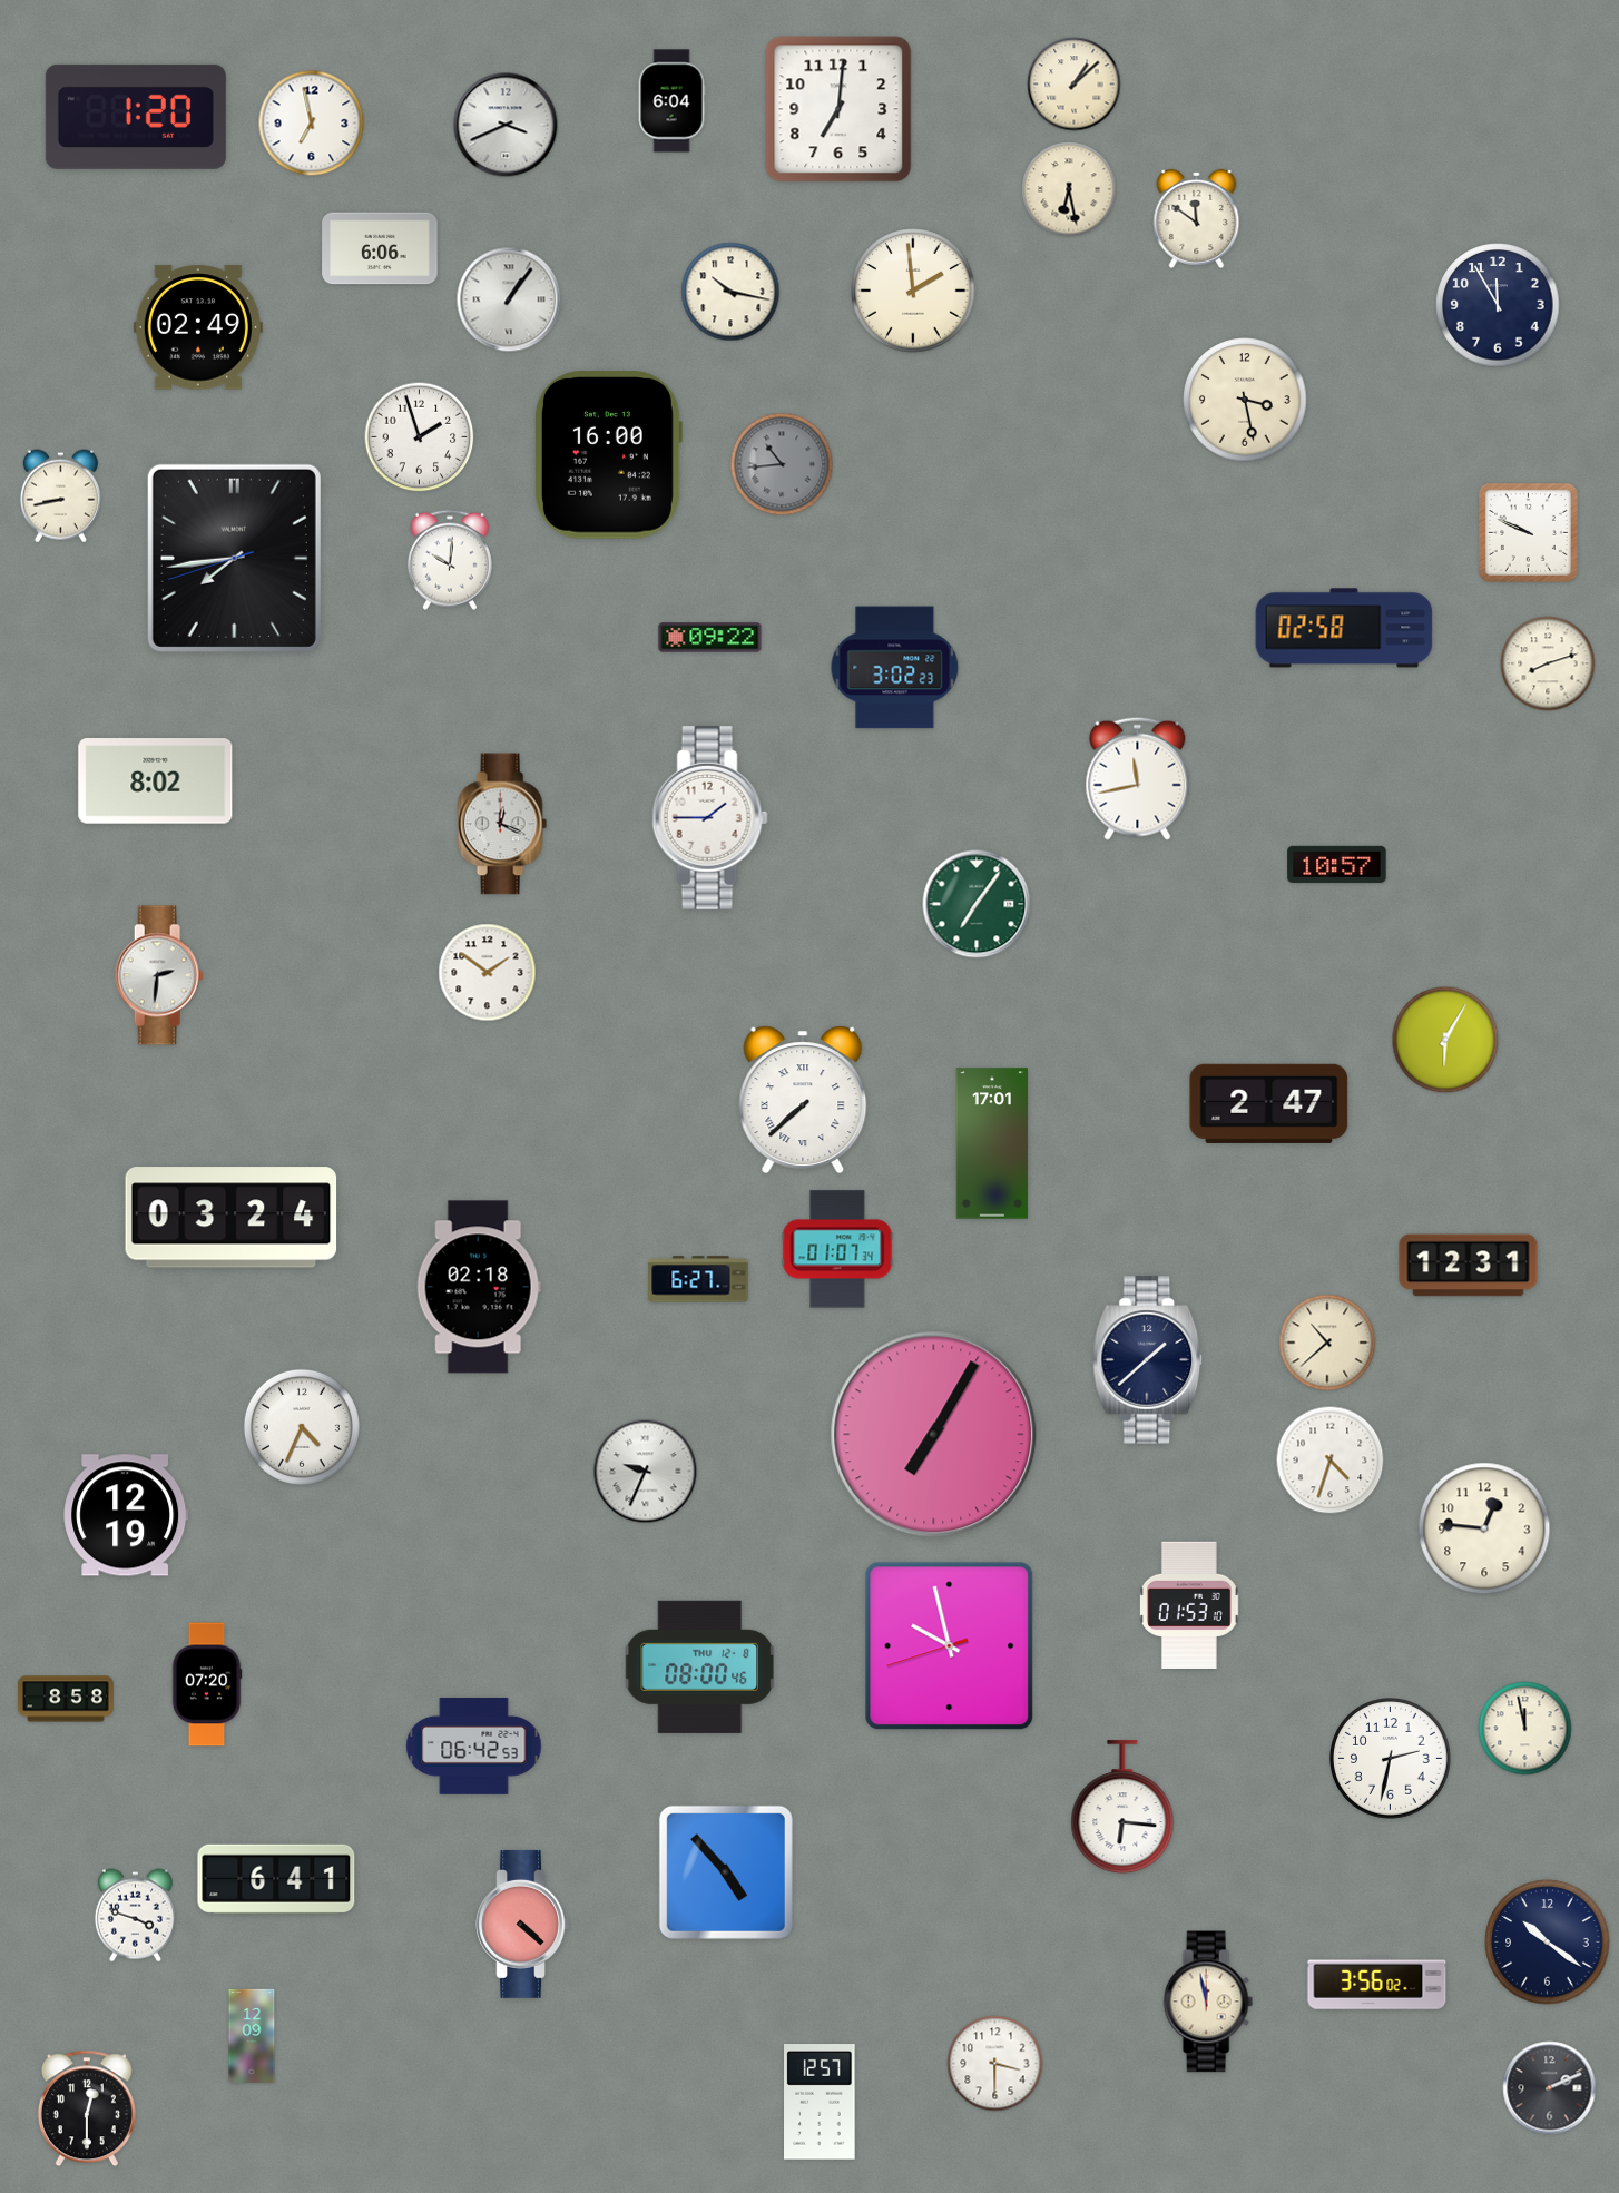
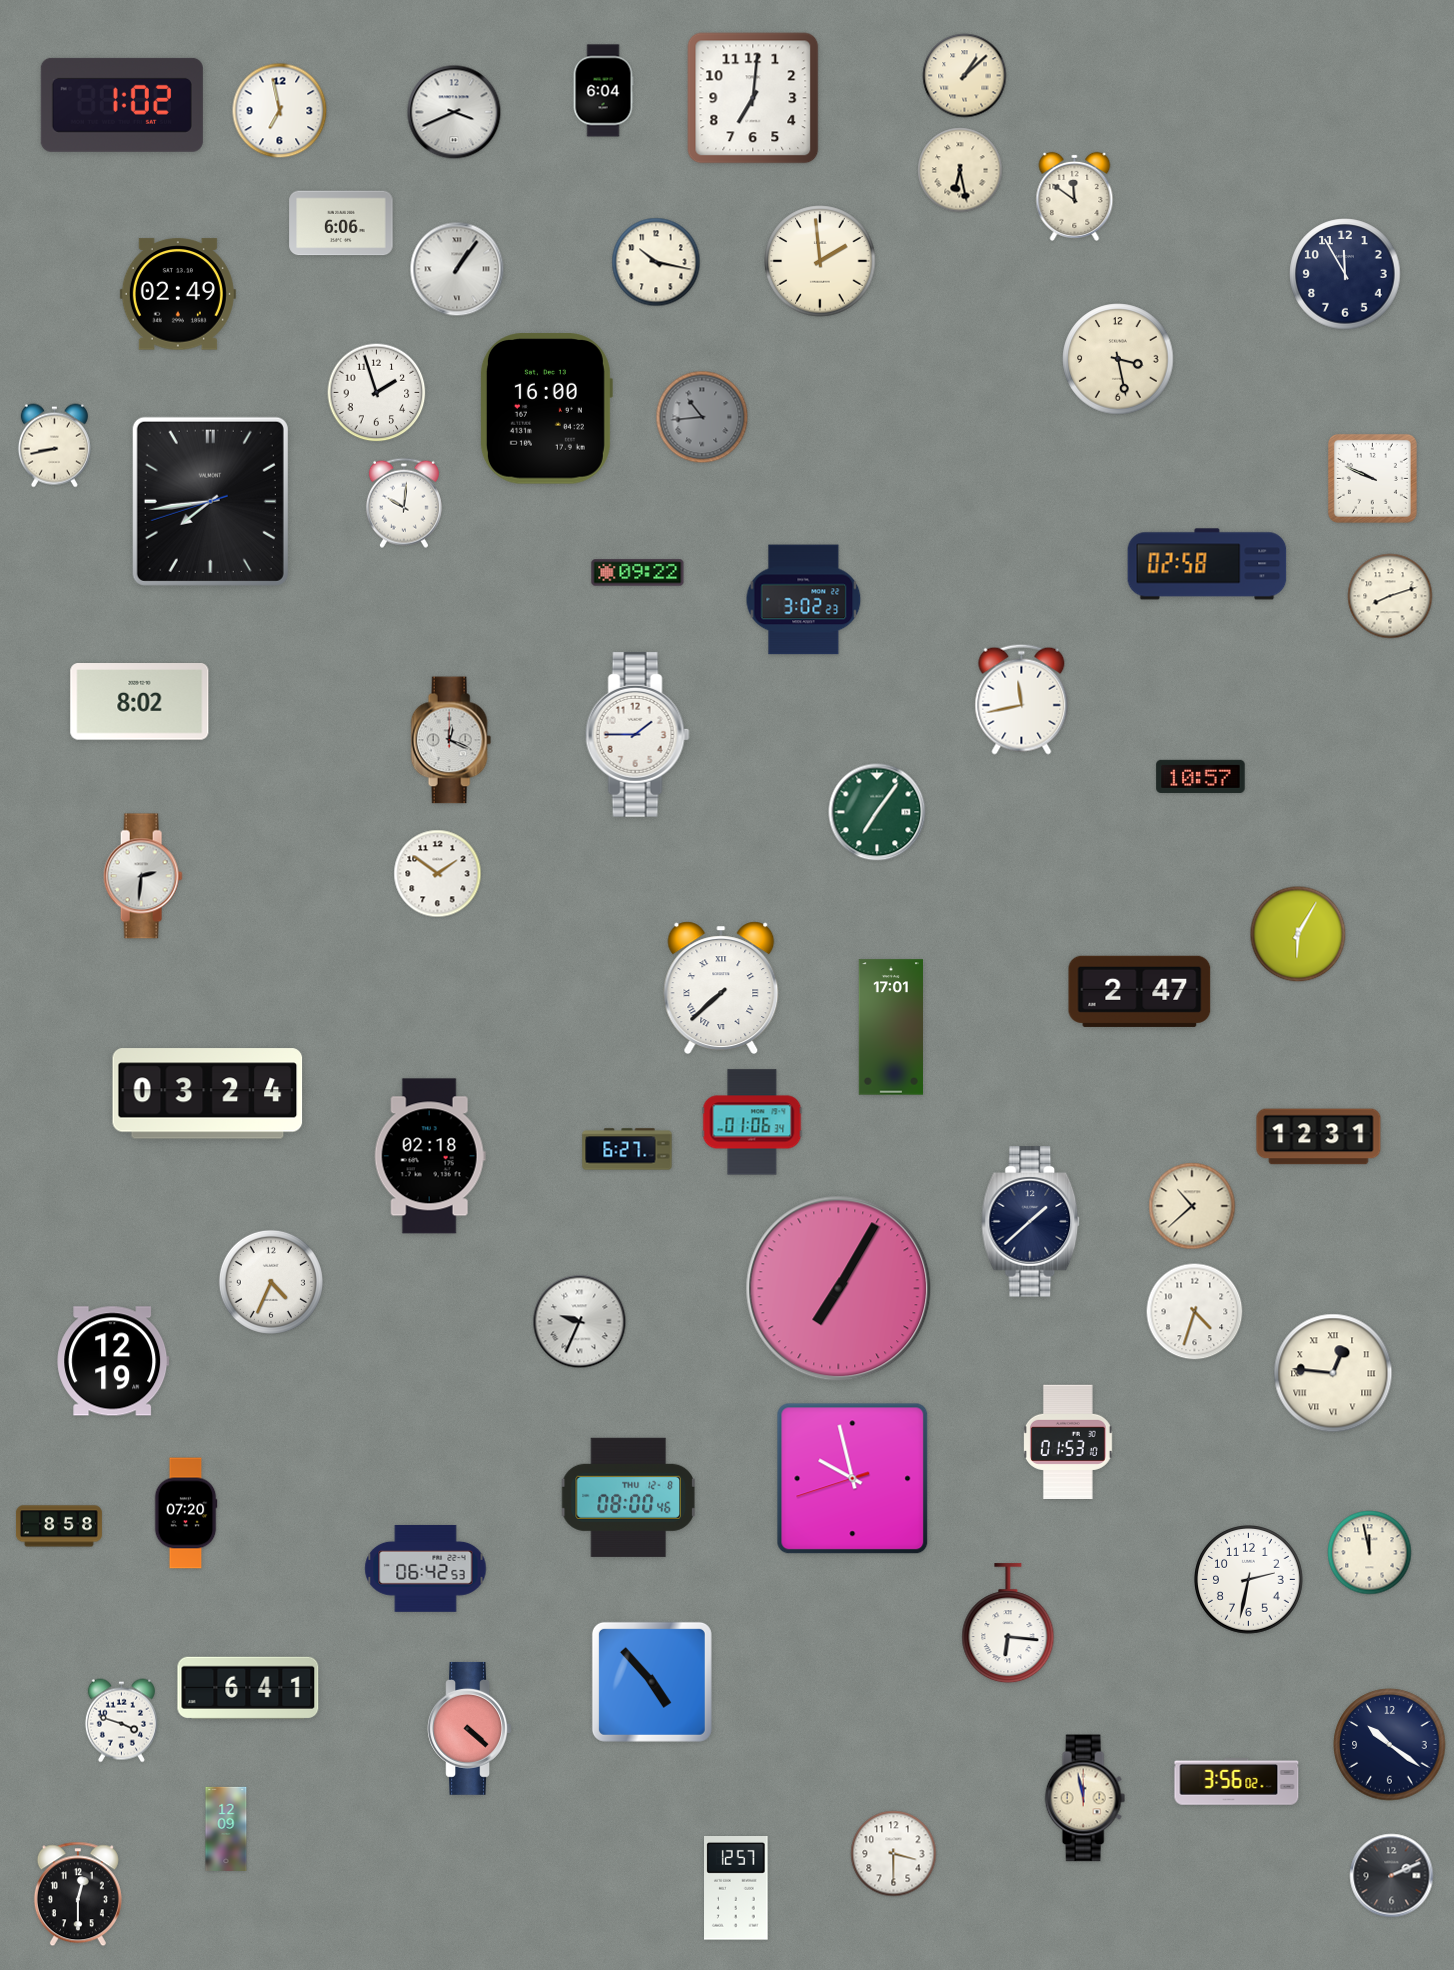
clock at (136, 117): 1:20 -> 1:02
clock at (837, 1249): 01:07 -> 01:06
clock at (1484, 1528) numerals: Arabic -> Roman
